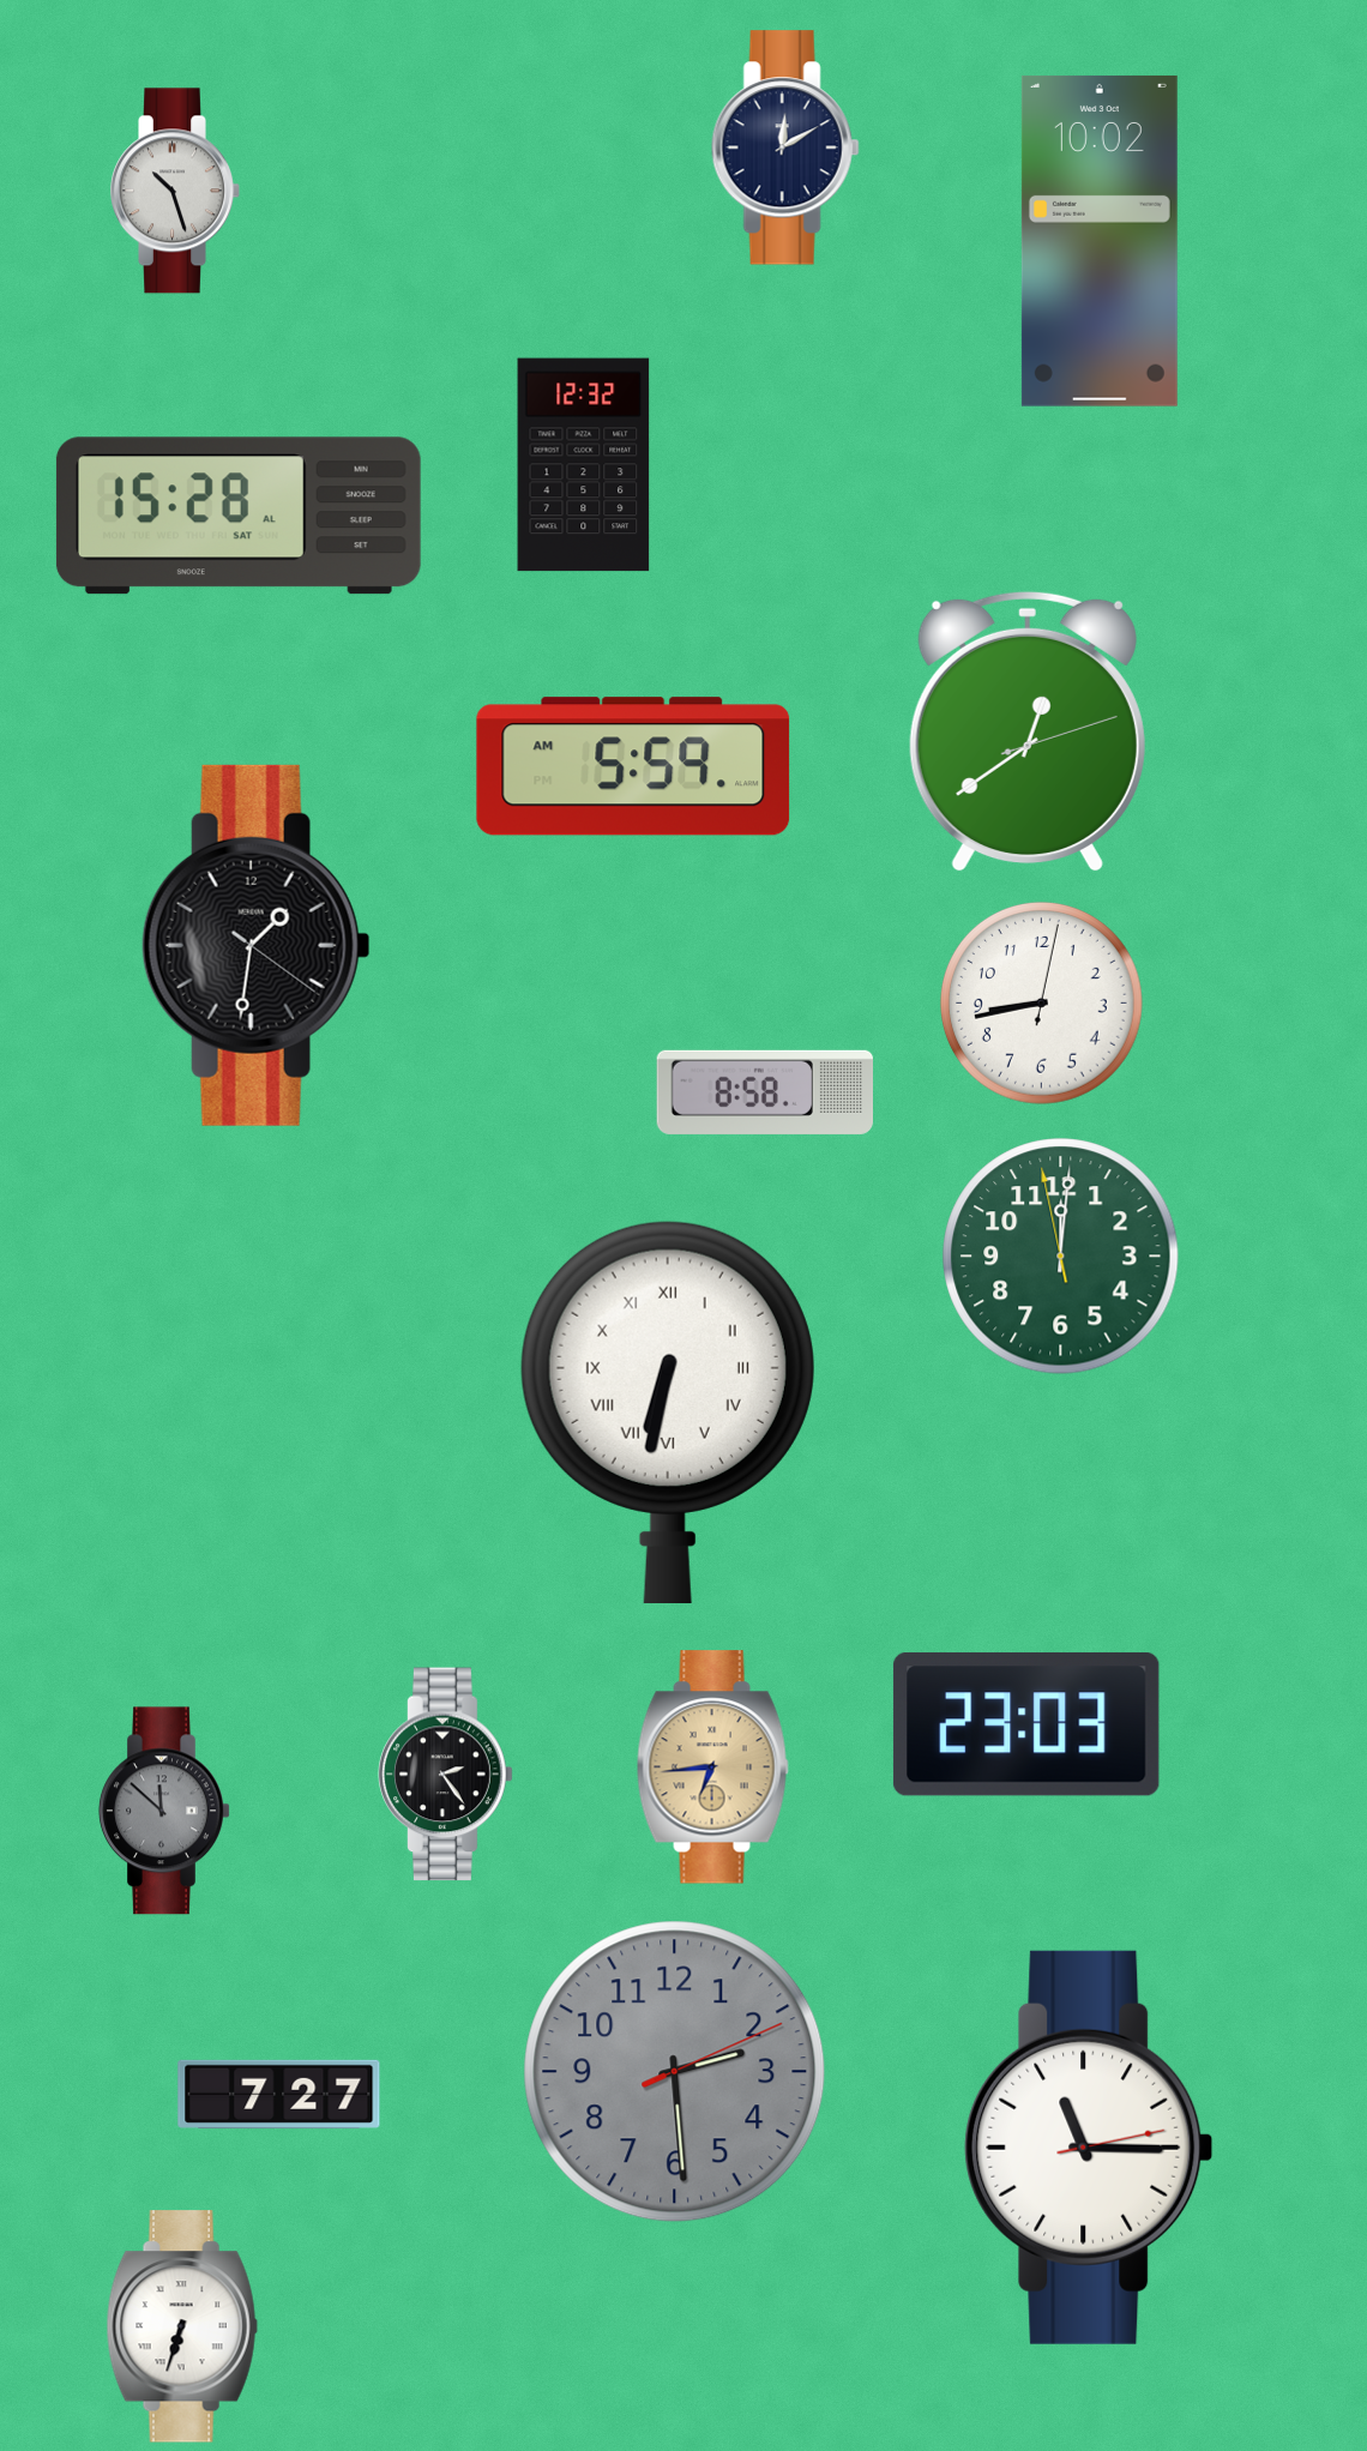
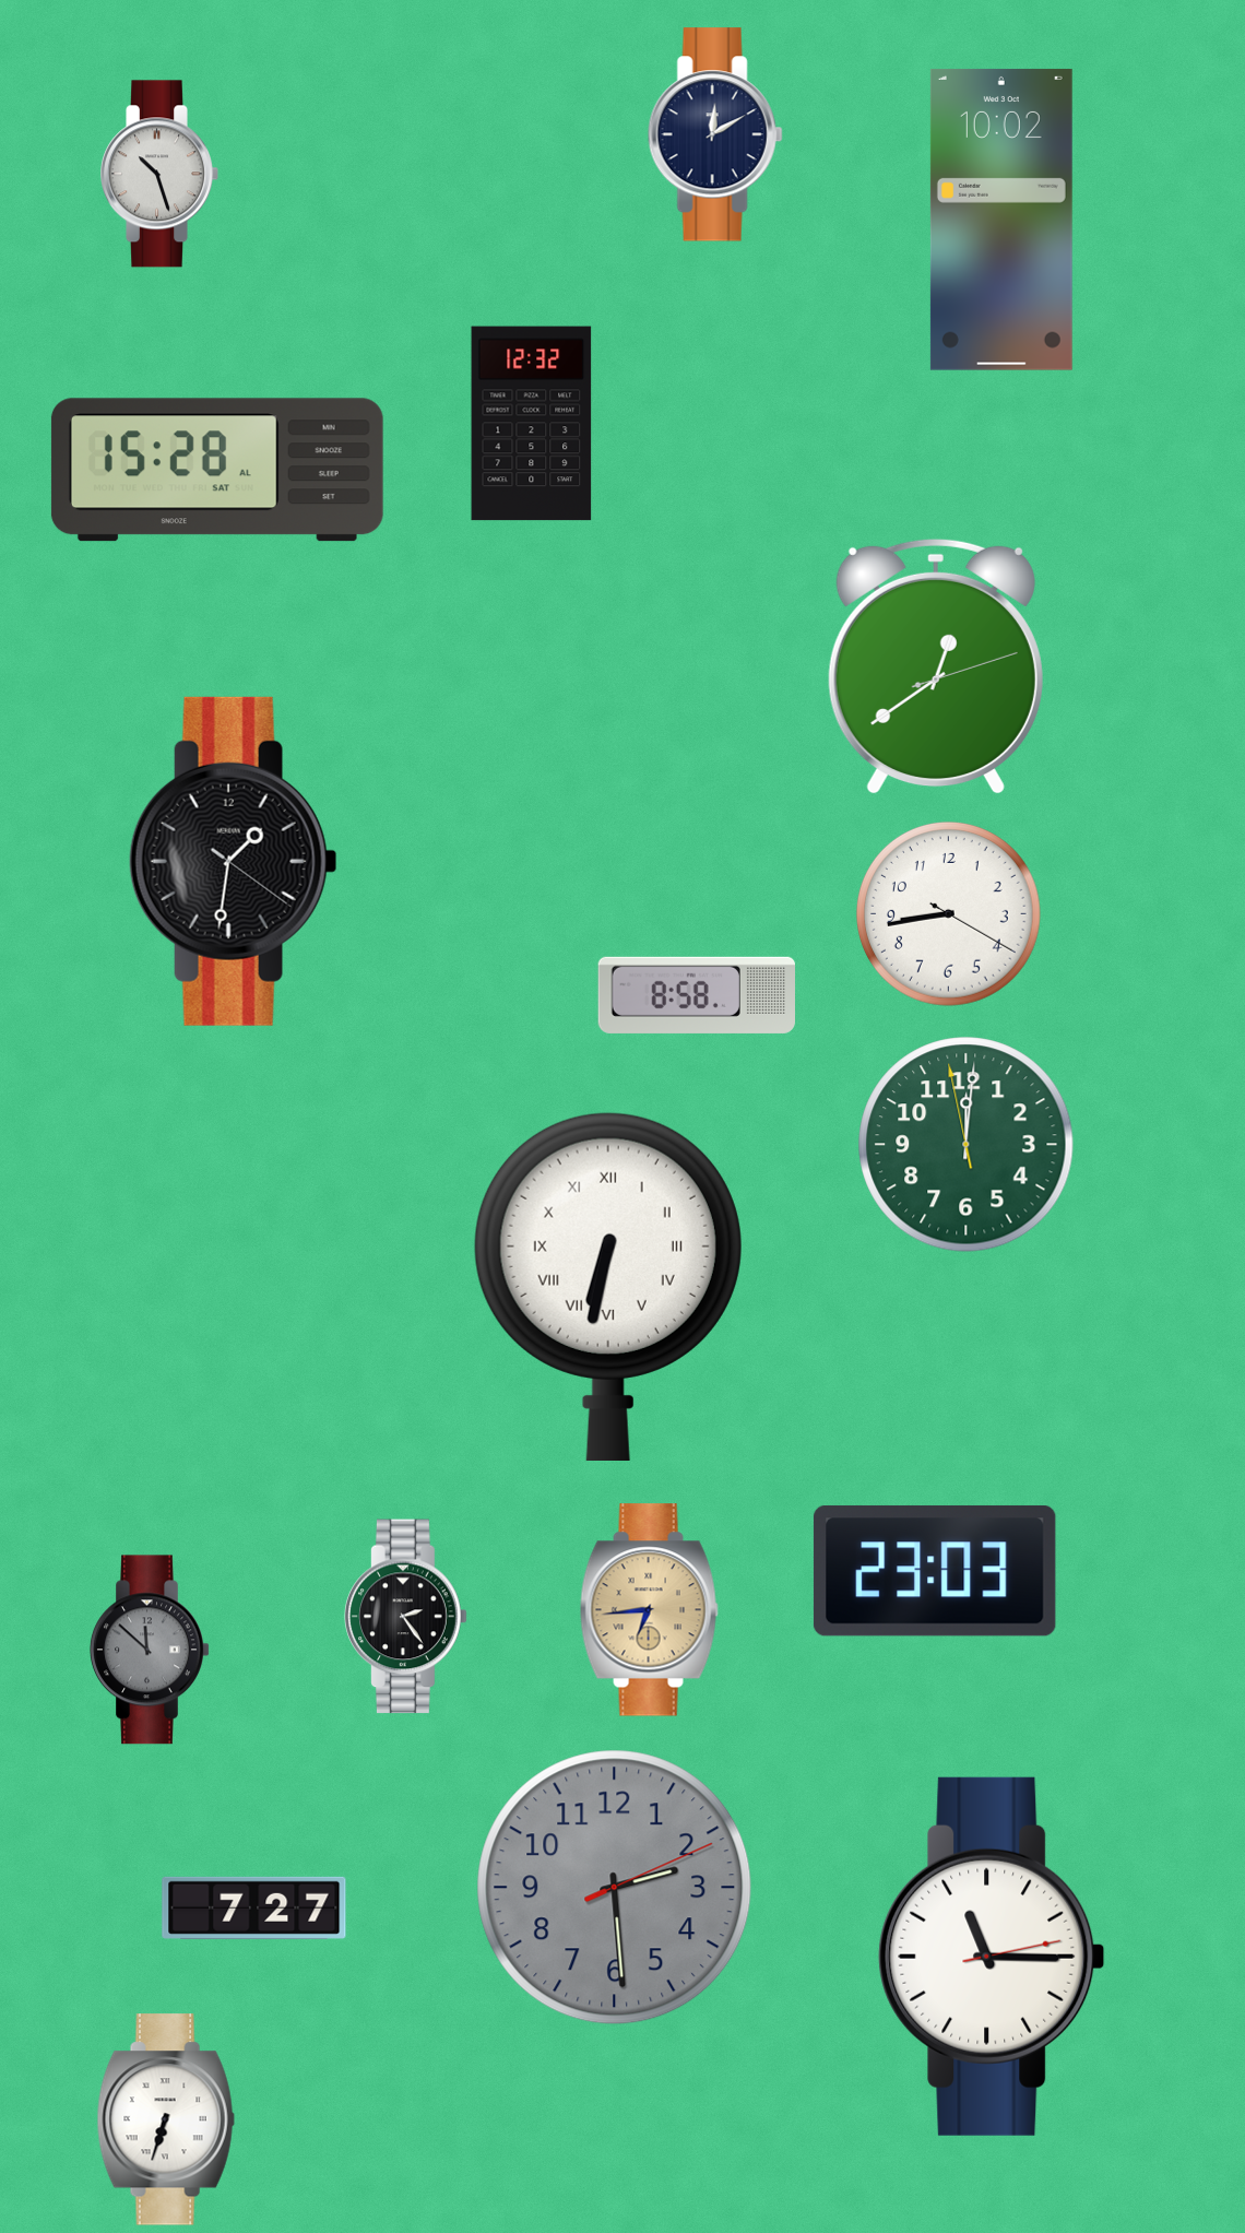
clock at (633, 766): 5:59 -> none
clock at (1042, 1004): 8:43:02 -> 8:43:20
